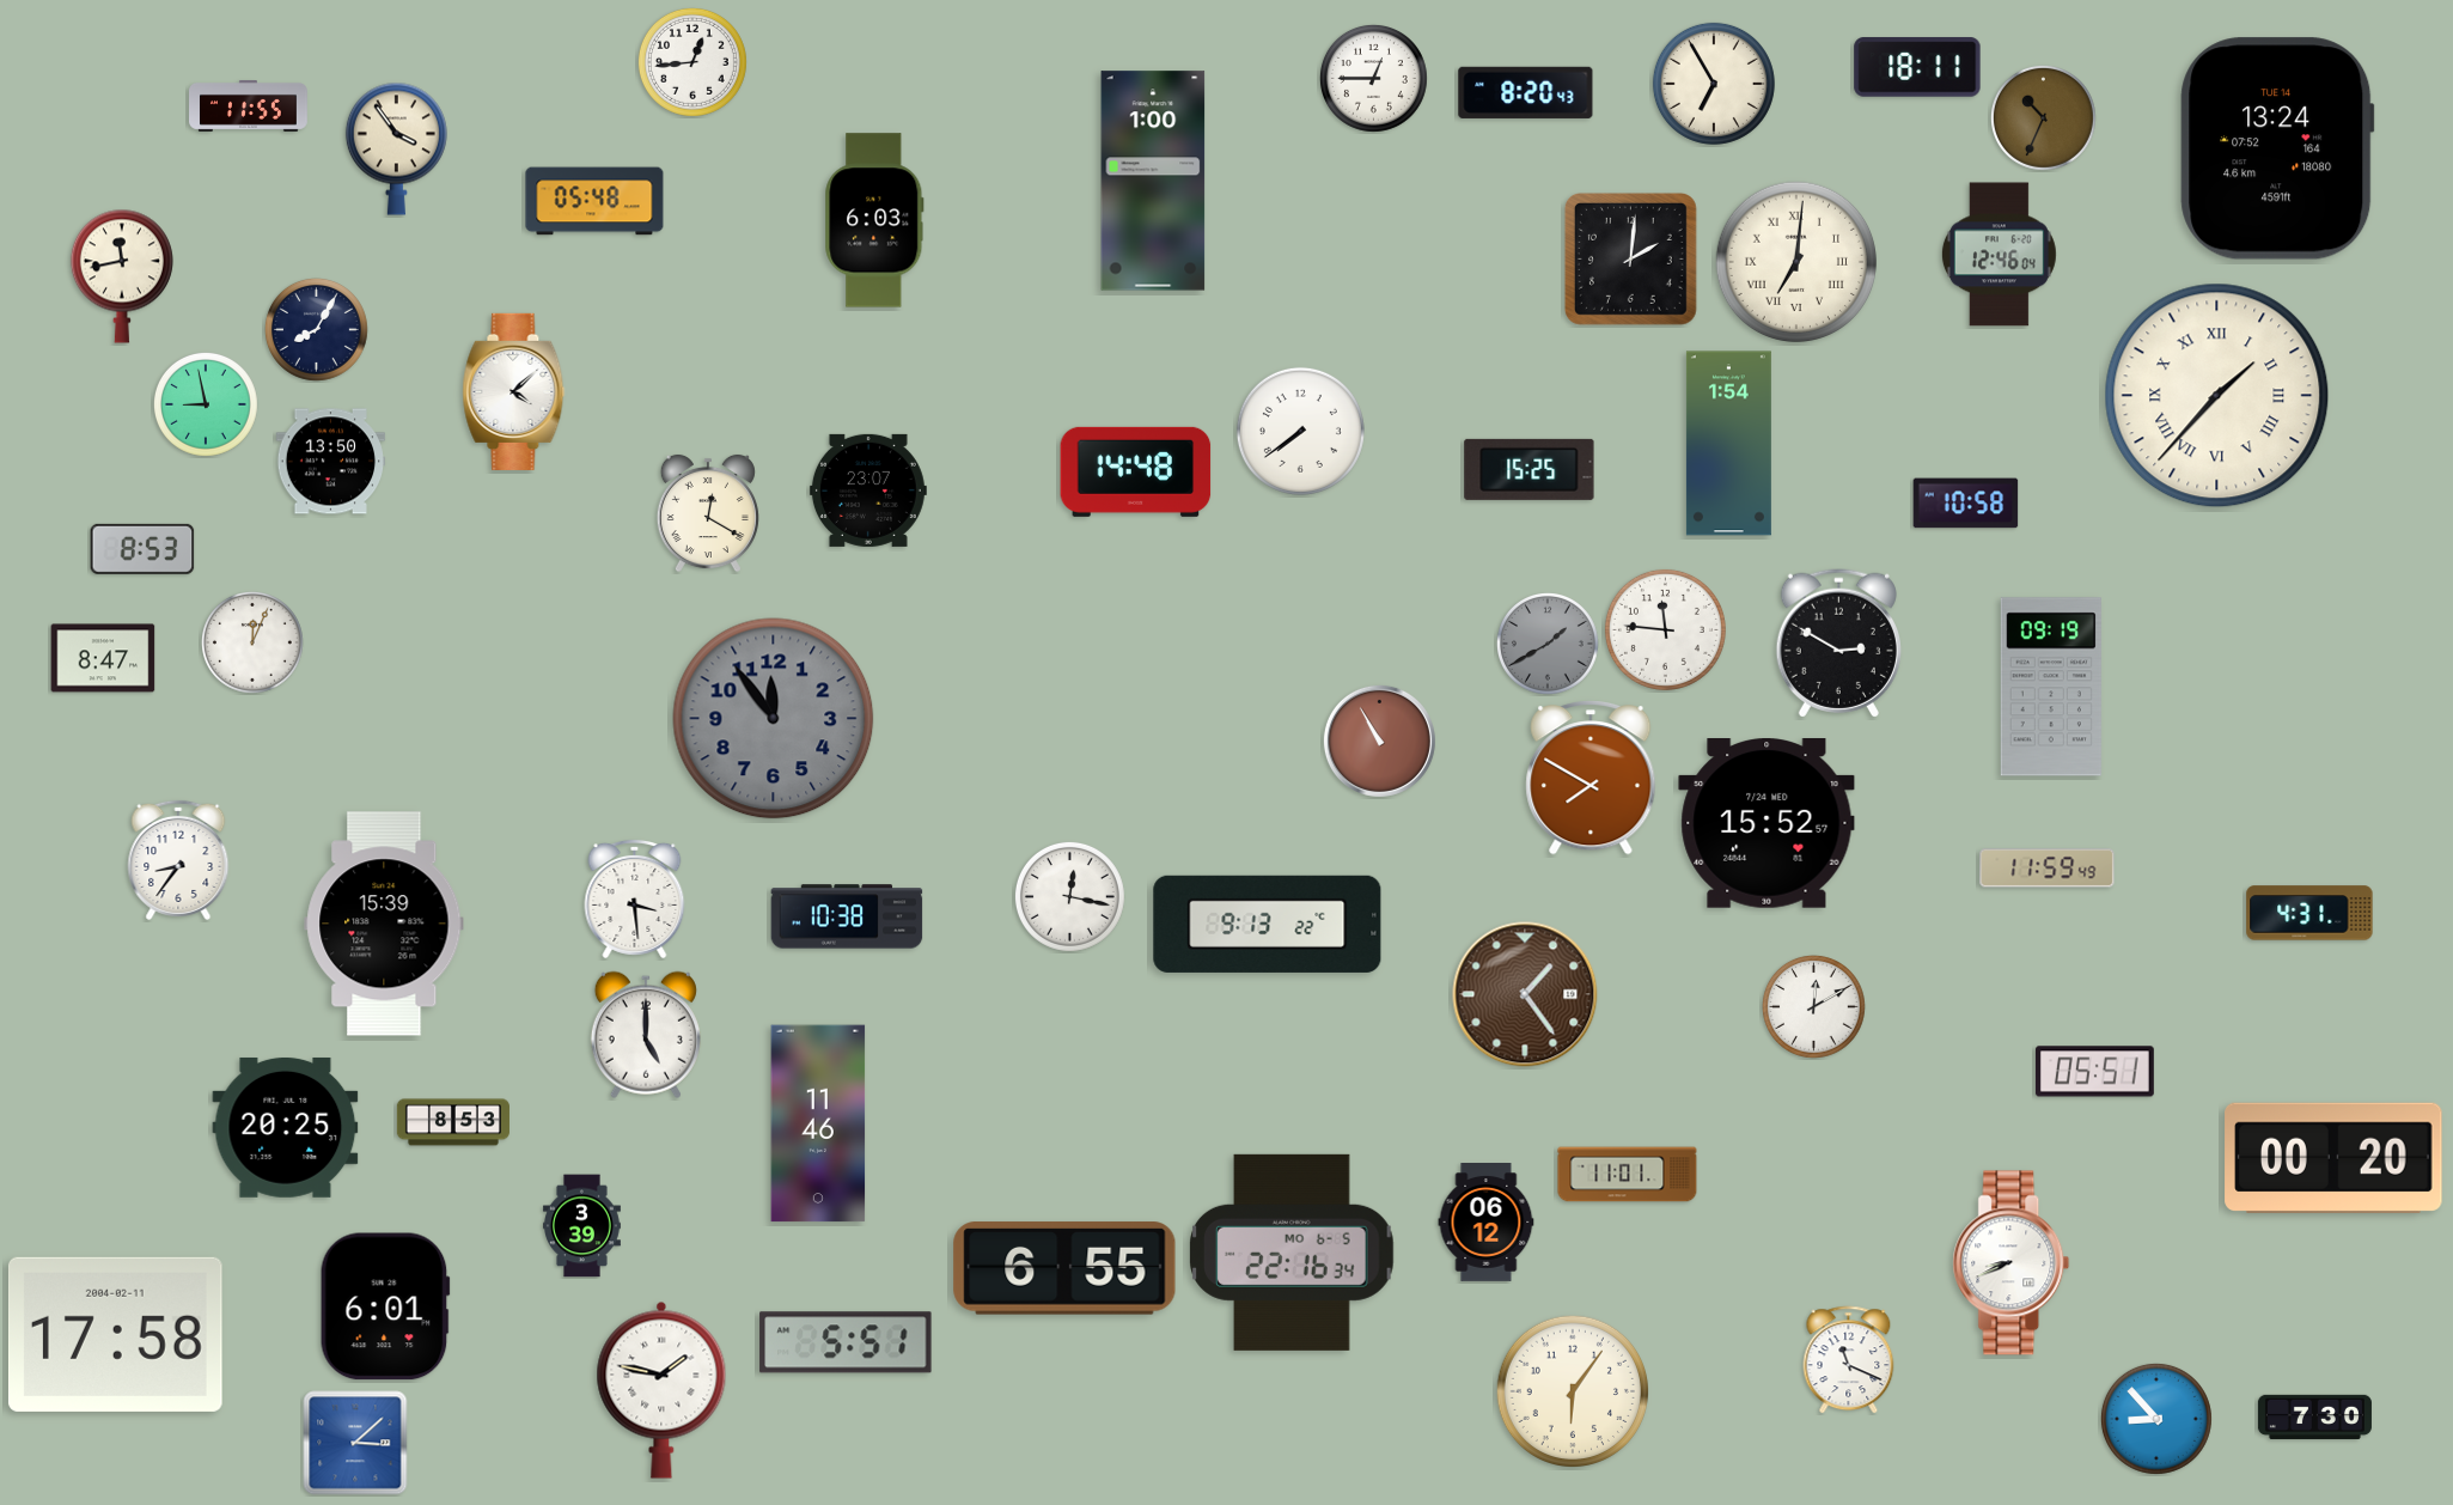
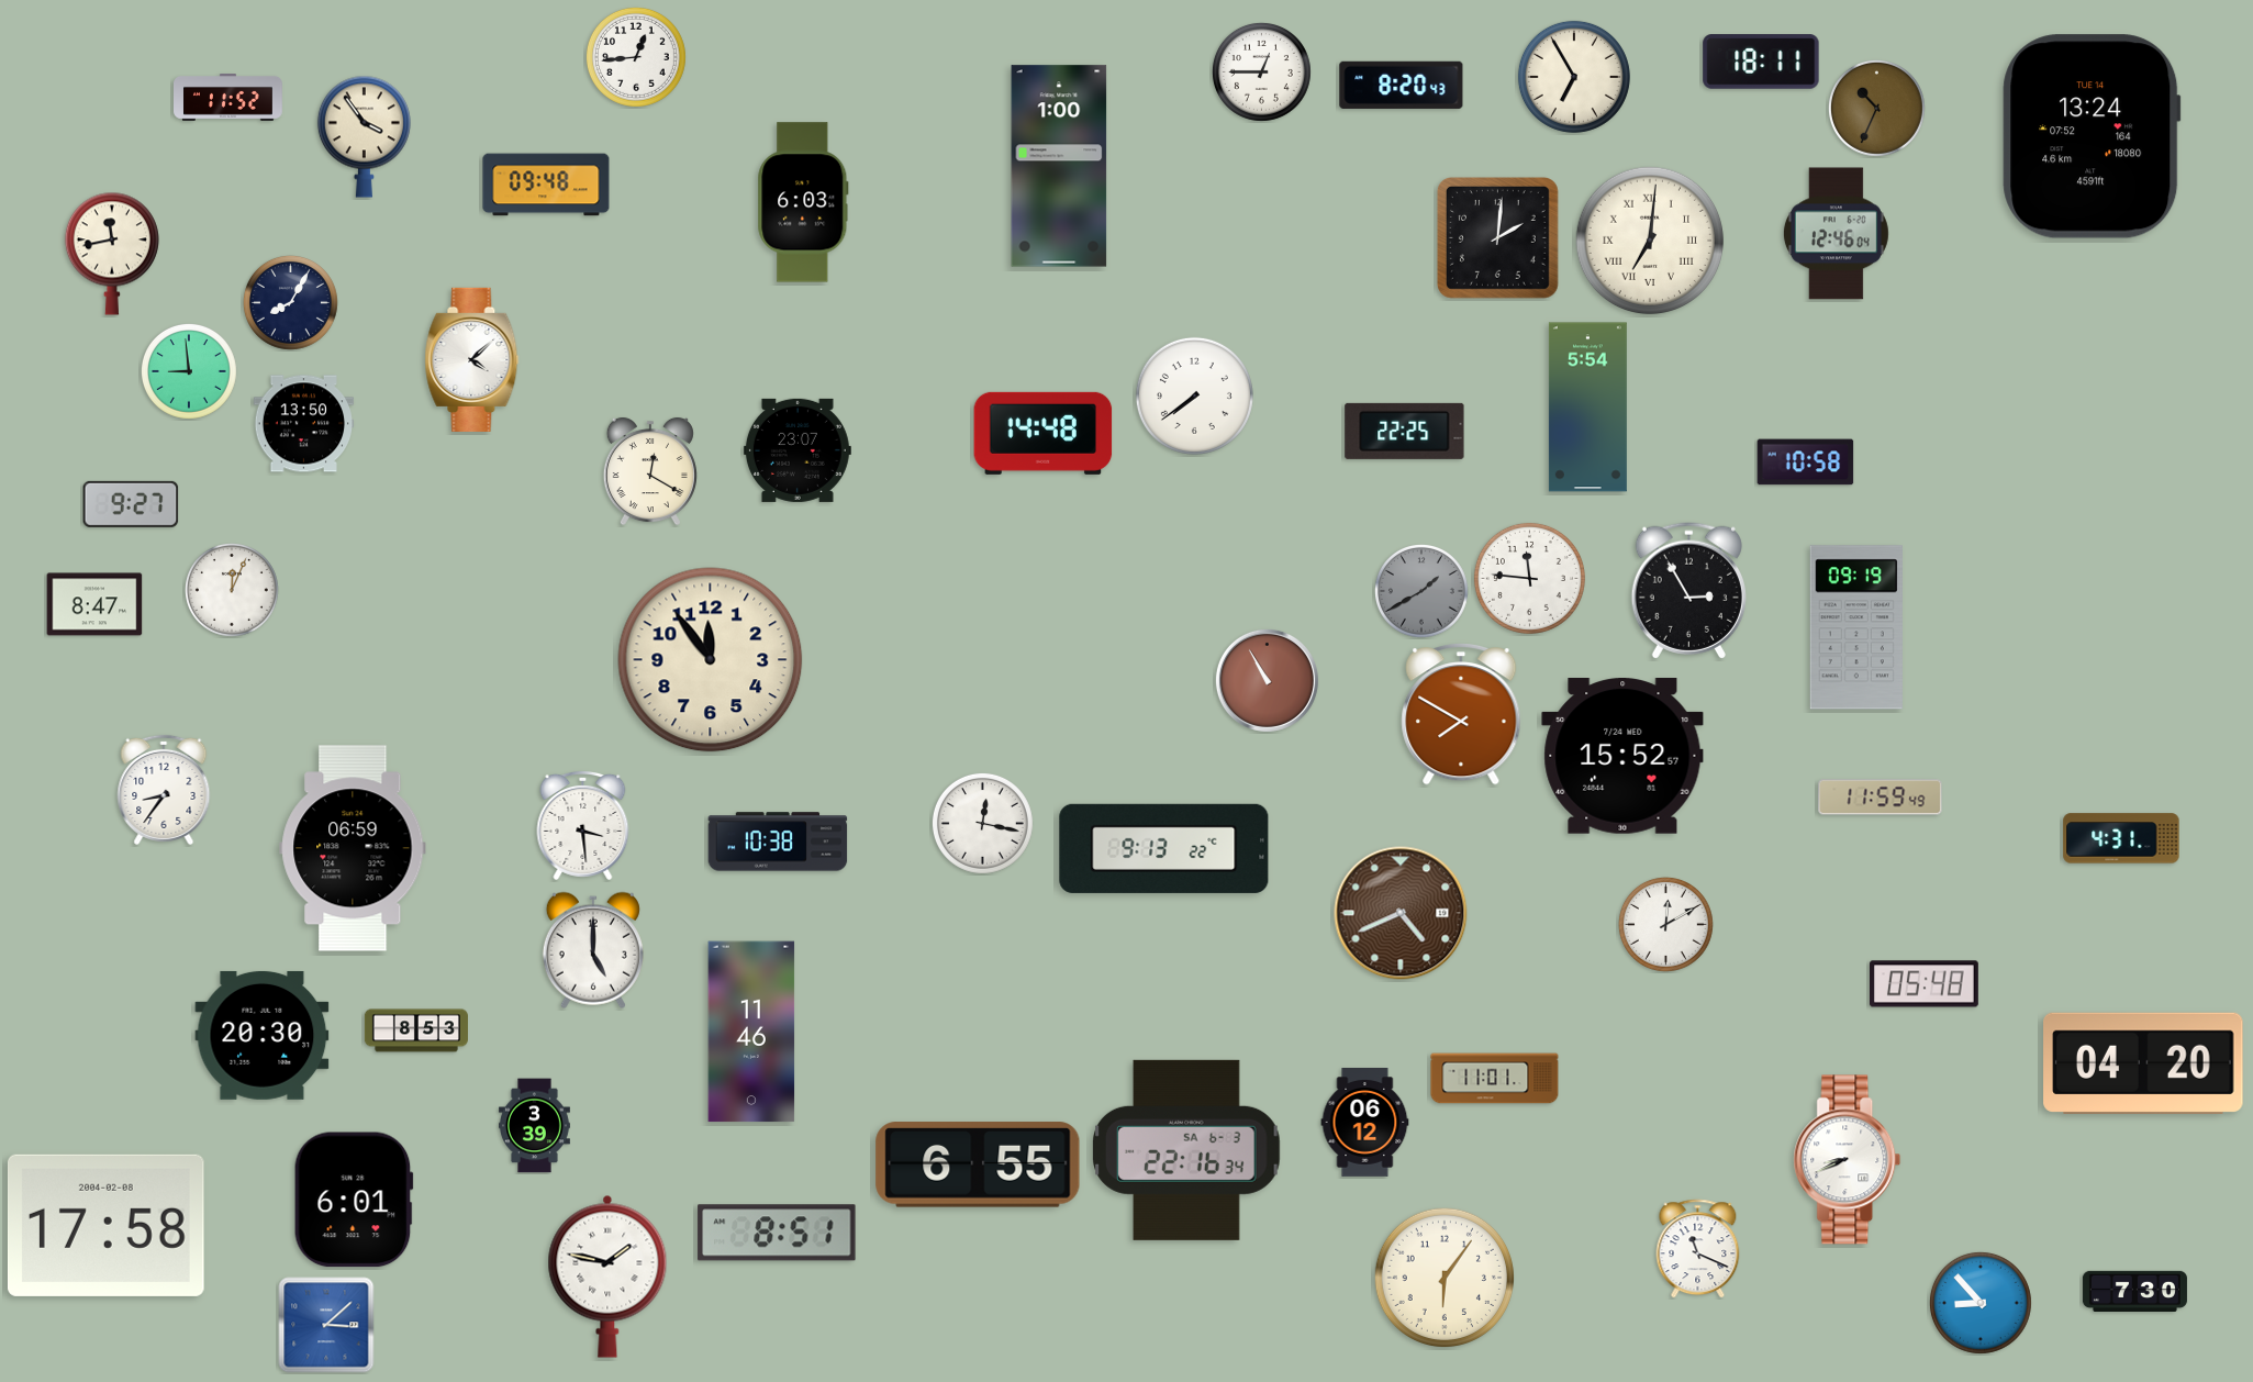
clock at (249, 106): 11:55 -> 11:52
clock at (594, 201): 05:48 -> 09:48
clock at (2217, 396): 1:37 -> none
clock at (206, 404): 8:58 -> 8:59
clock at (1728, 444): 1:54 -> 5:54
clock at (1530, 469): 15:25 -> 22:25
clock at (142, 549): 8:53 -> 9:27
clock at (1838, 642): 2:50 -> 2:55
clock at (2051, 687) position: (2051, 687) -> (1856, 627)
clock at (774, 719) dial: grey -> cream
clock at (384, 924): 15:39 -> 06:59
clock at (1525, 994): 1:24 -> 4:41
clock at (2094, 1072): 05:51 -> 05:48
clock at (286, 1127): 20:25 -> 20:30
clock at (2333, 1158): 00:20 -> 04:20
clock at (1293, 1253) date: MO 6-5 -> SA 6-3
clock at (115, 1334) date: 2004-02-11 -> 2004-02-08
clock at (846, 1342): 5:51 -> 8:51
clock at (2314, 1416) position: (2314, 1416) -> (2134, 1291)
